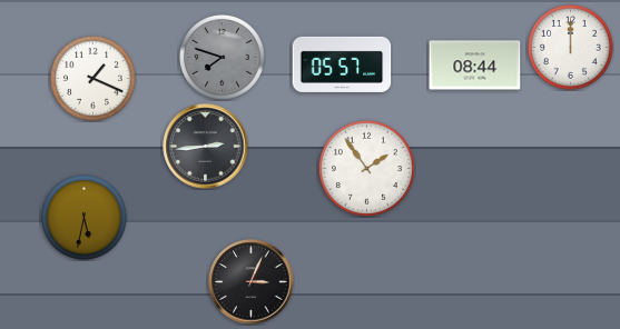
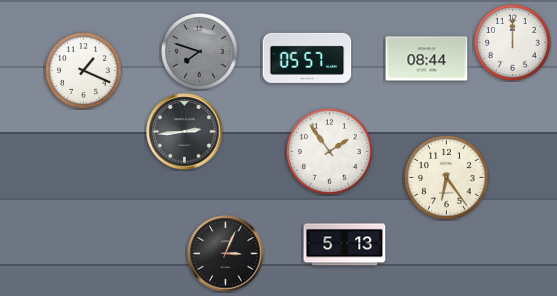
clock at (446, 177): none -> 6:24
clock at (85, 218): 5:32 -> none
clock at (345, 245): none -> 5:13
